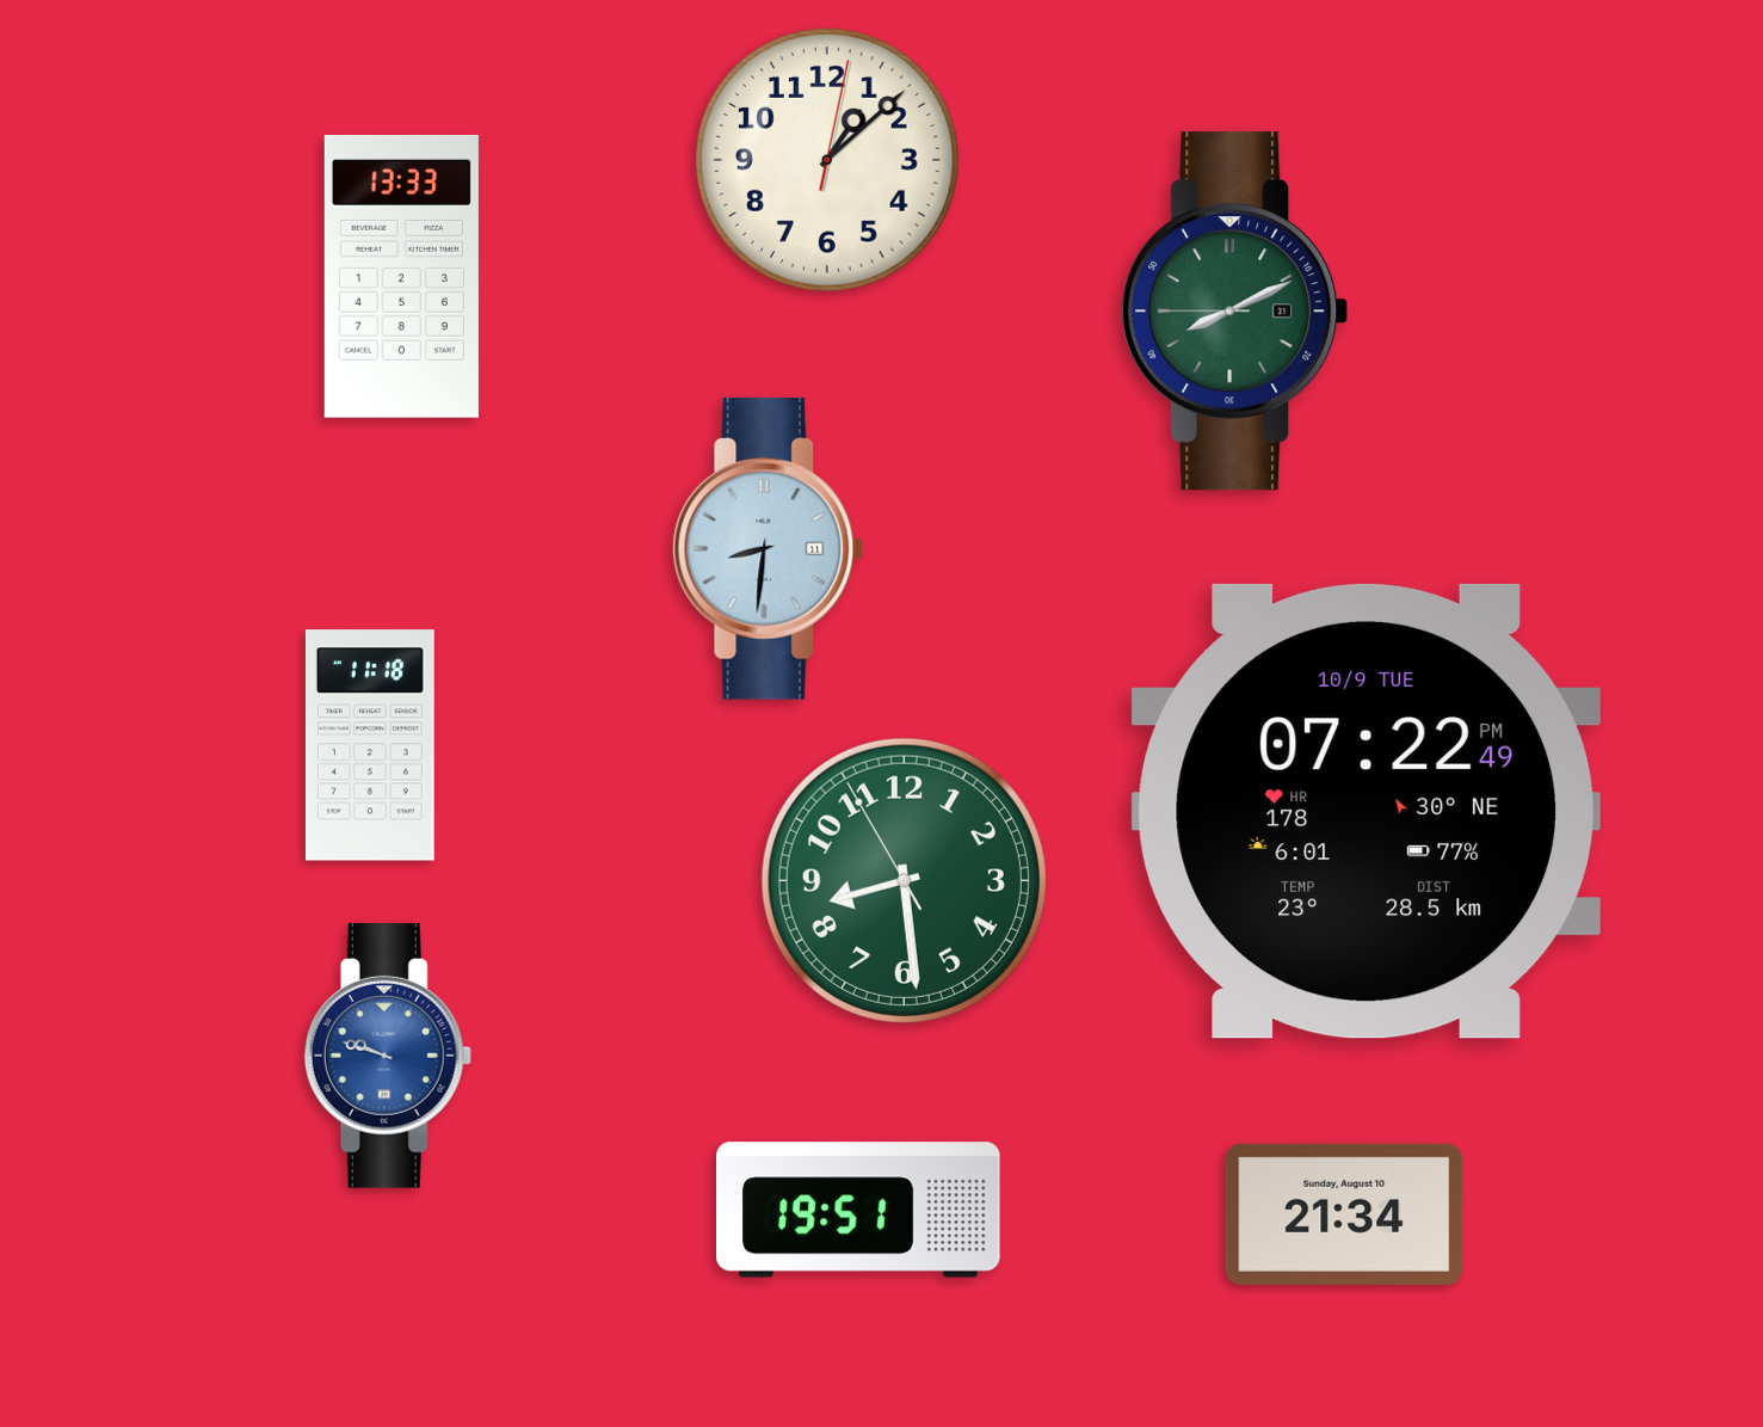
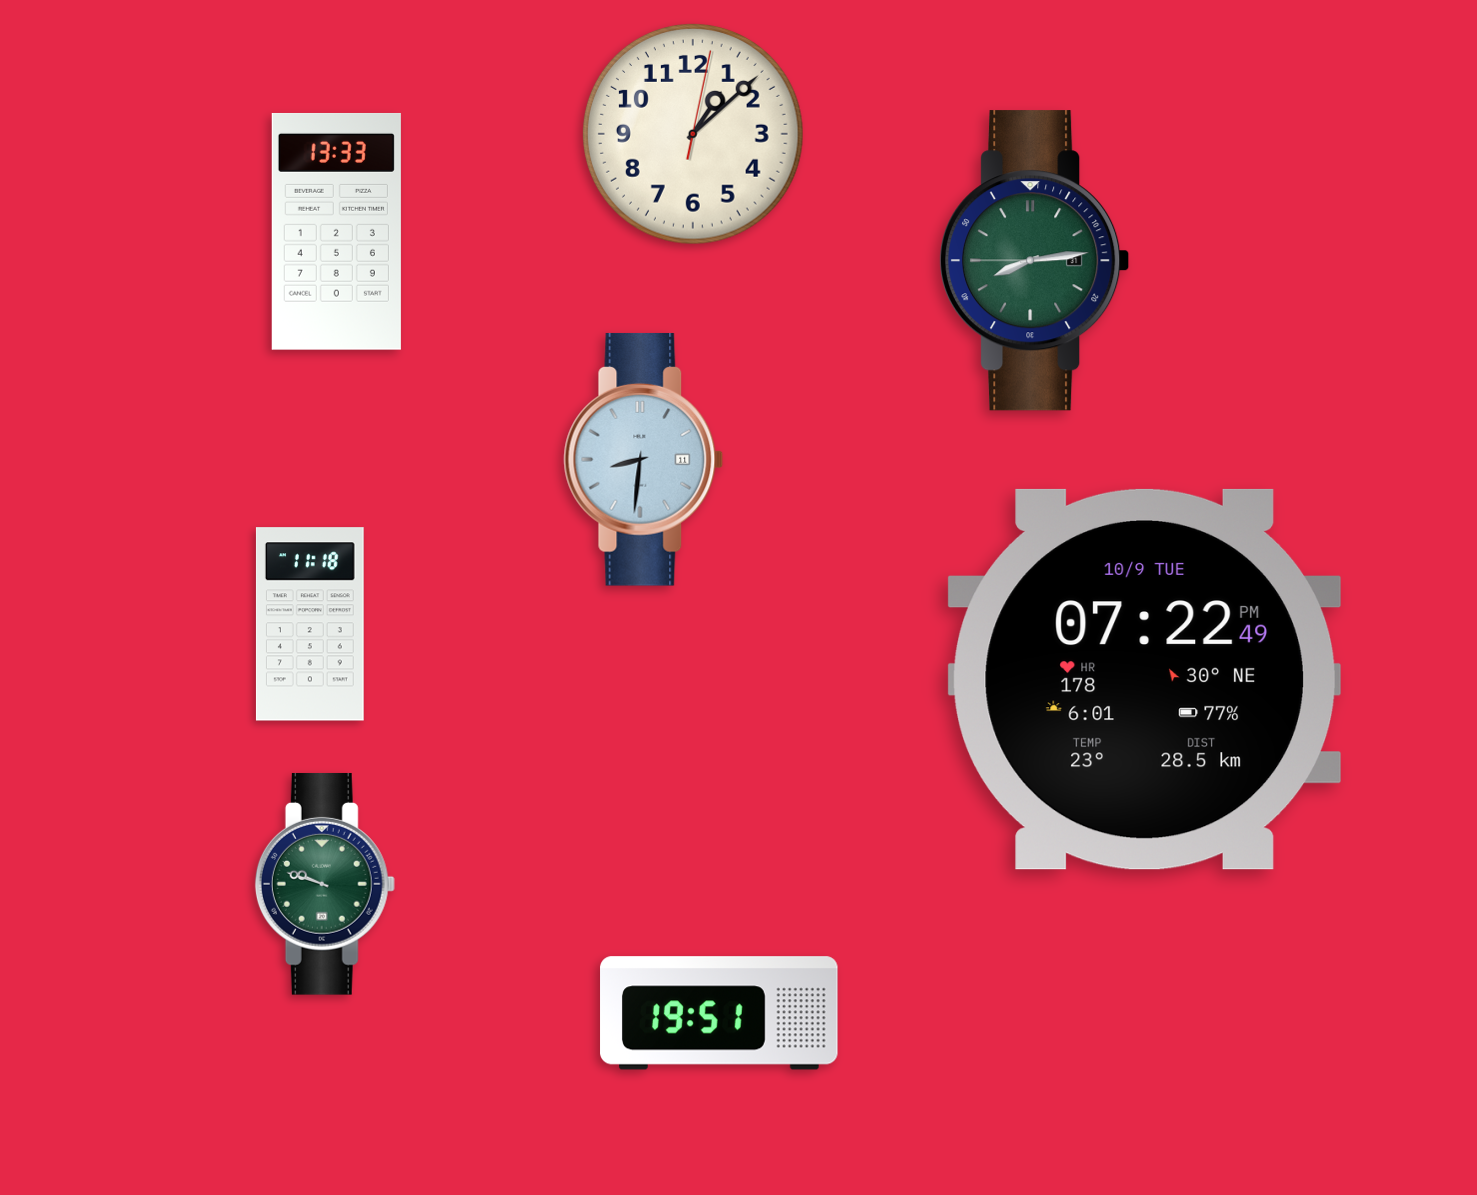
clock at (1235, 312): 8:10 -> 8:13
clock at (904, 880): 8:28 -> none
clock at (388, 1056) dial: blue -> green
clock at (1344, 1214): 21:34 -> none
